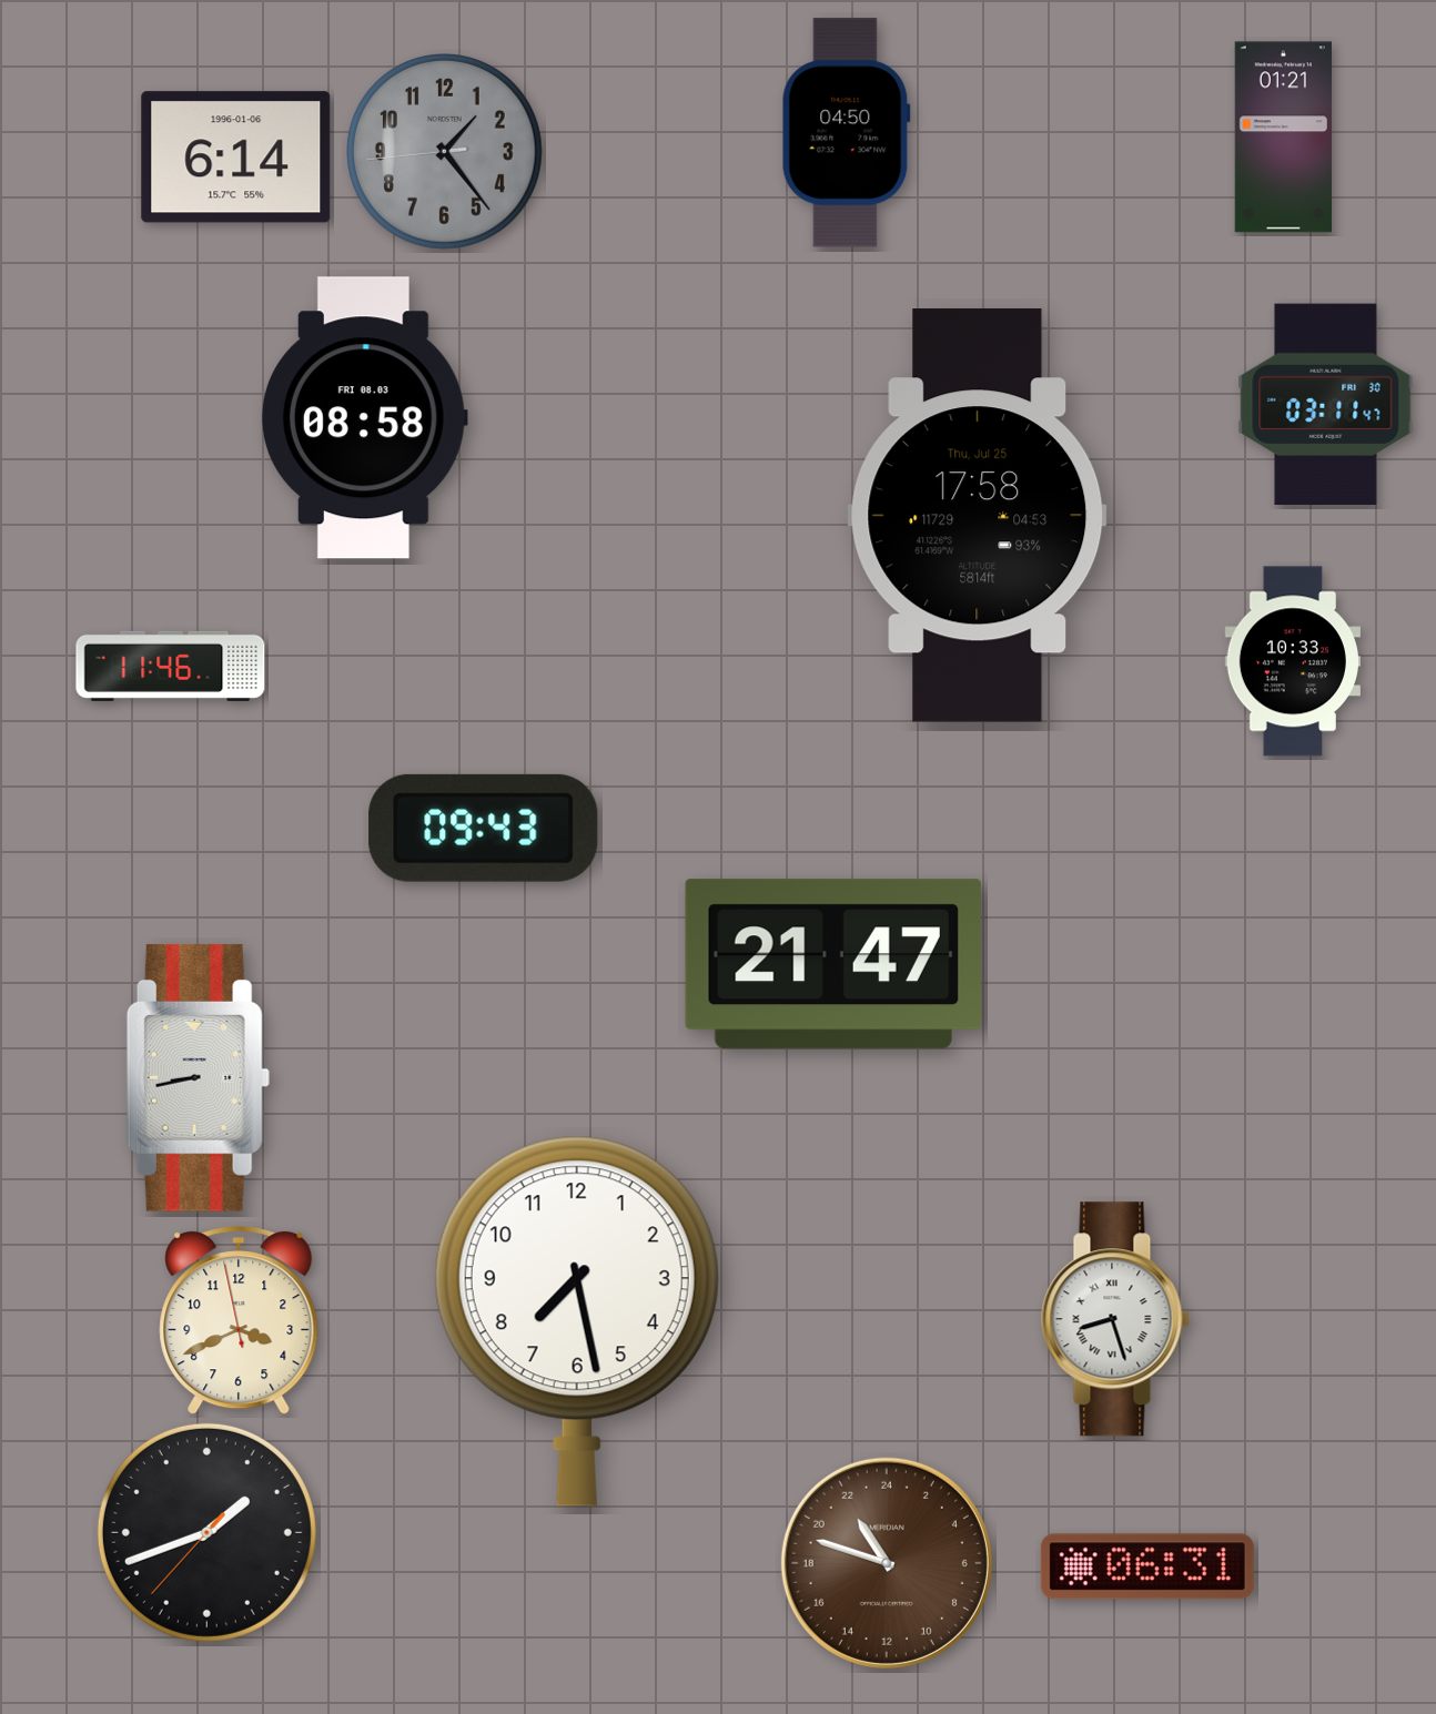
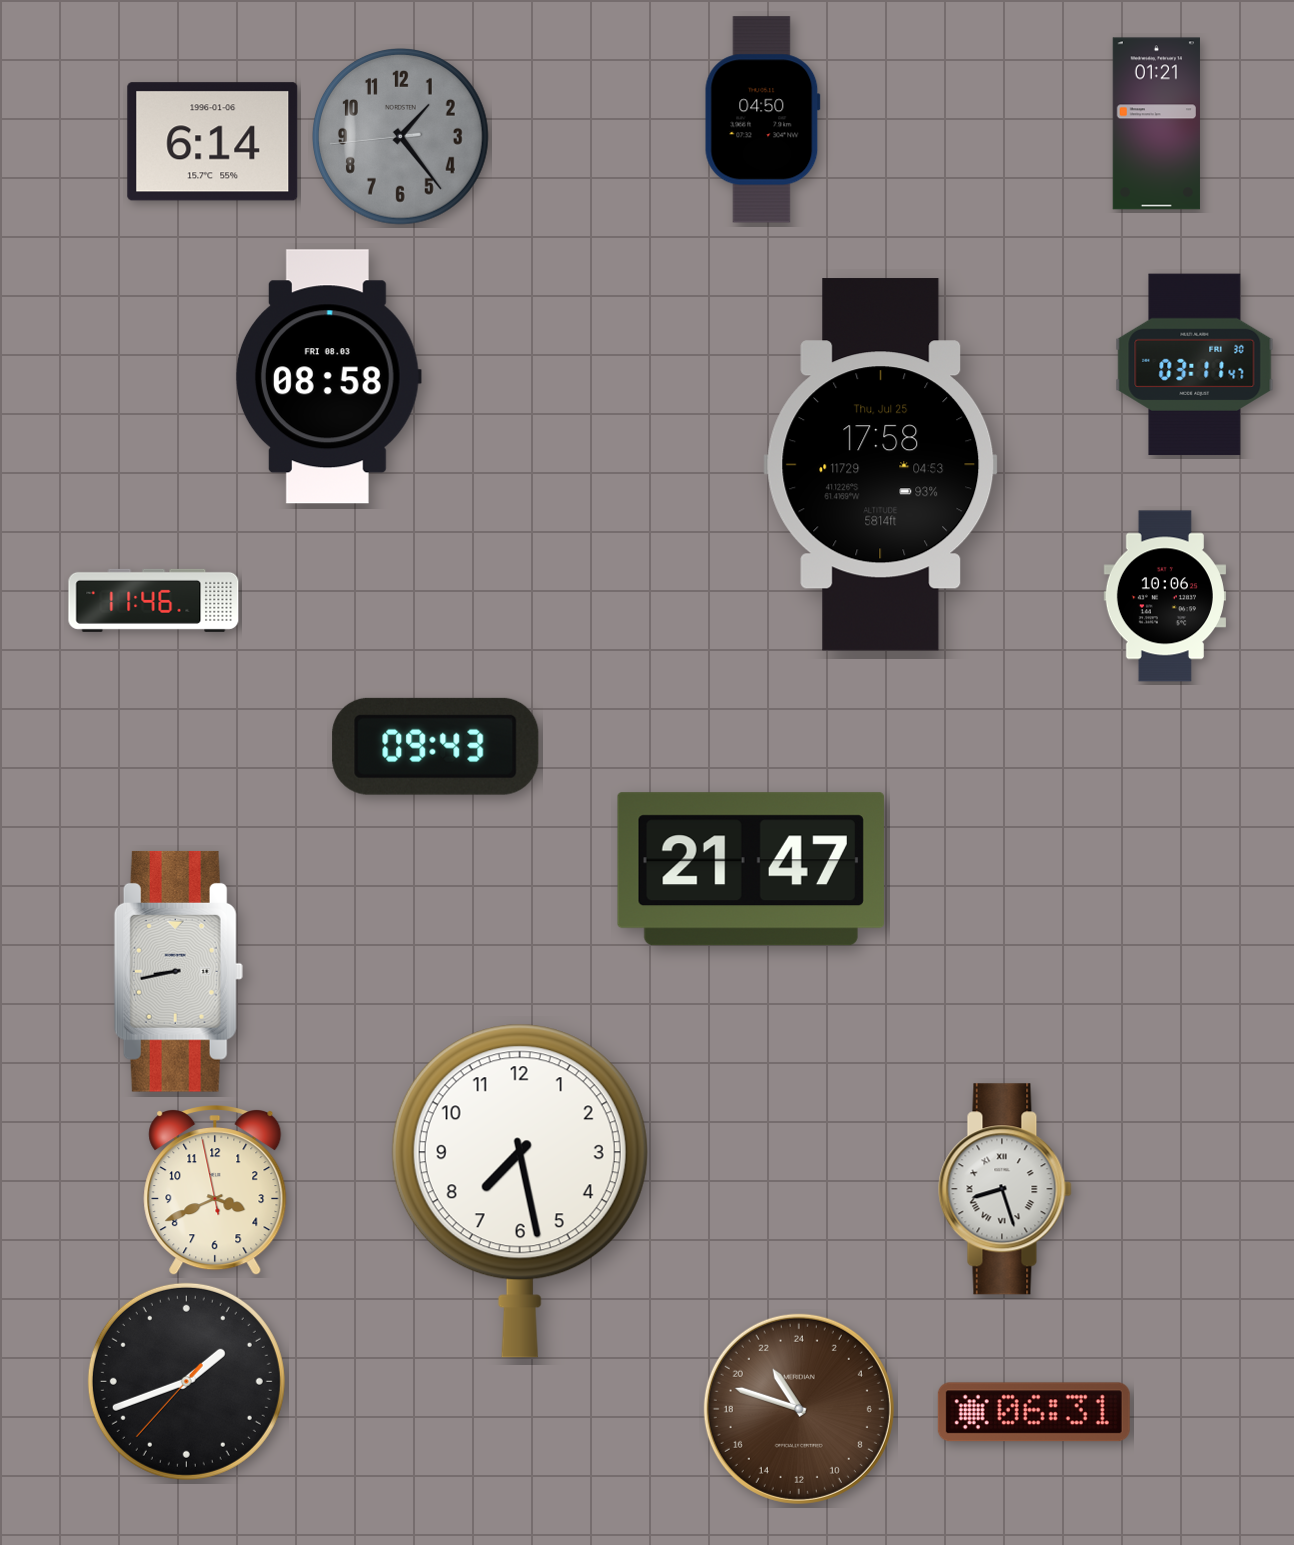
clock at (1293, 661): 10:33 -> 10:06
